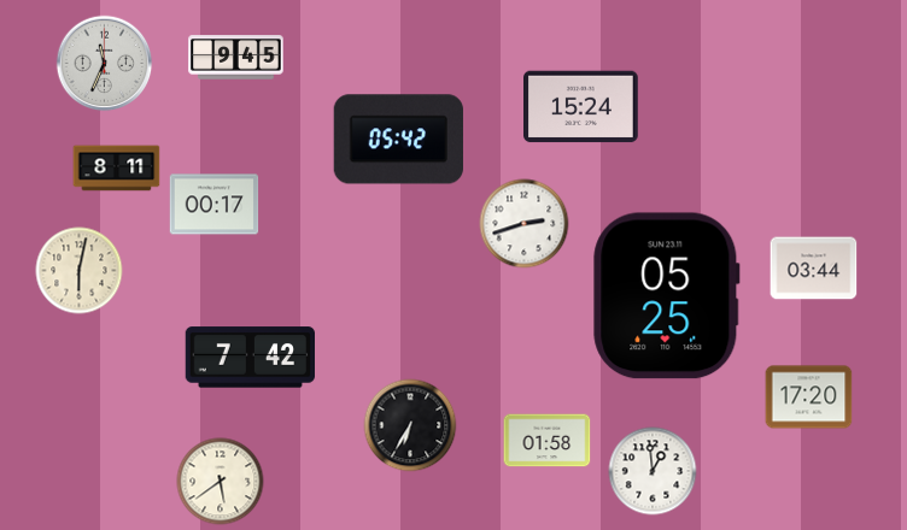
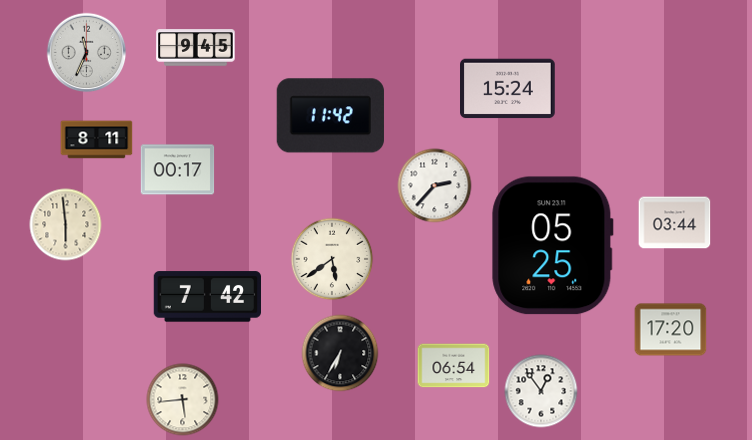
clock at (581, 107) position: (581, 107) -> (508, 89)
clock at (398, 140): 05:42 -> 11:42
clock at (525, 224): 2:42 -> 2:37
clock at (80, 271): 6:02 -> 5:59
clock at (332, 259): none -> 5:39
clock at (548, 441): 01:58 -> 06:54
clock at (653, 471): 12:59 -> 12:54
clock at (221, 482): 5:39 -> 5:44
